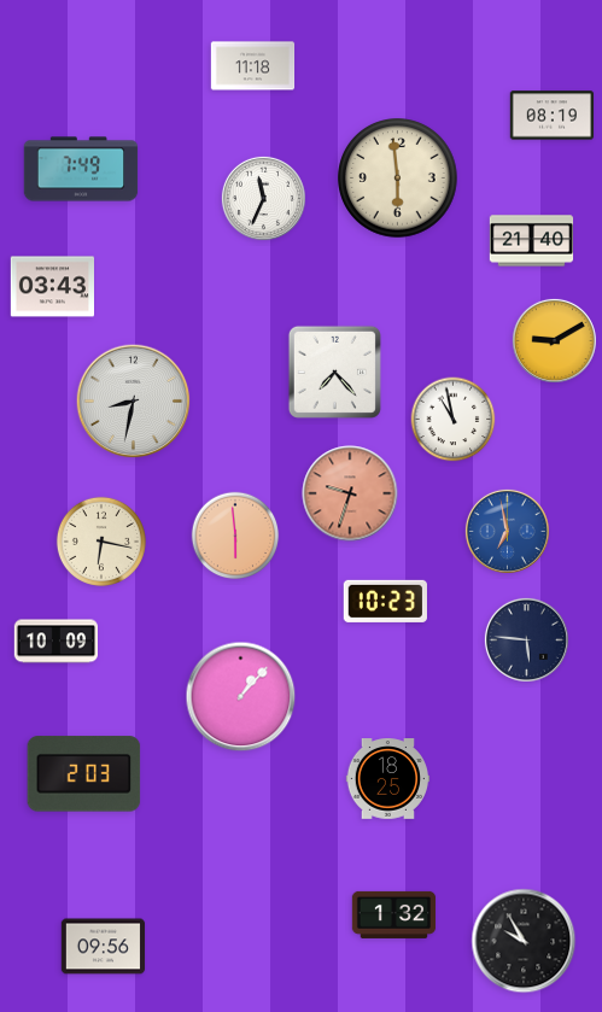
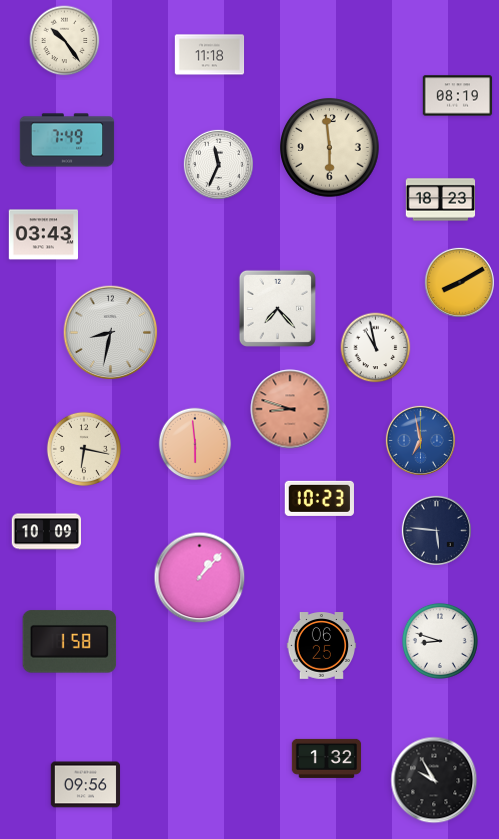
clock at (65, 41): none -> 10:24
clock at (532, 241): 21:40 -> 18:23
clock at (52, 287) position: (52, 287) -> (43, 235)
clock at (554, 340): 9:10 -> 8:10
clock at (350, 493): 9:33 -> 8:48
clock at (440, 641): none -> 8:48
clock at (84, 774): 2:03 -> 1:58
clock at (388, 779): 18:25 -> 06:25
